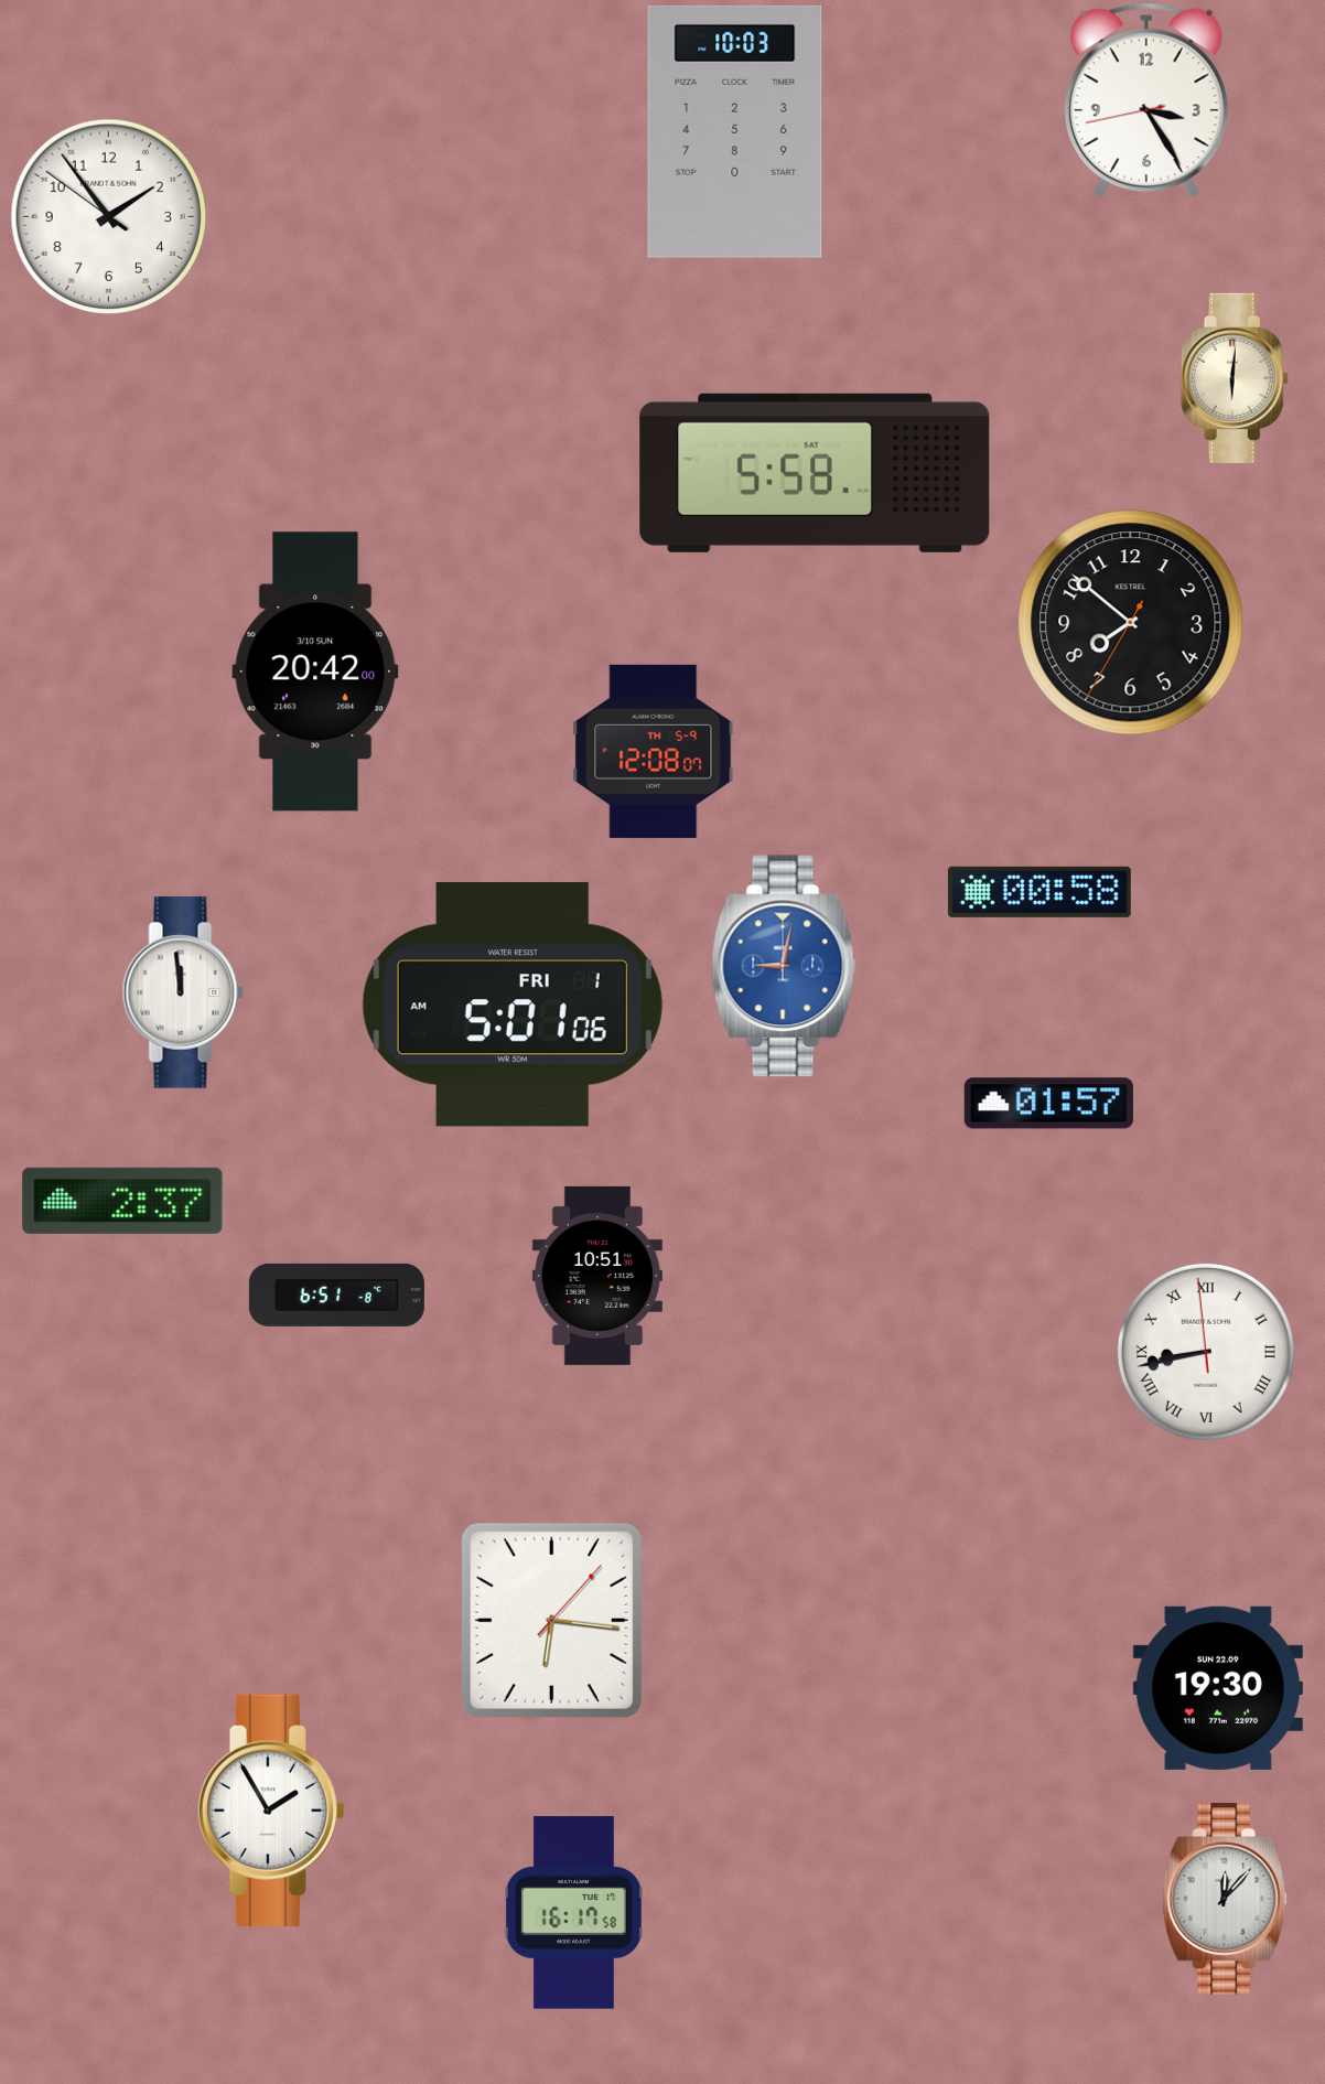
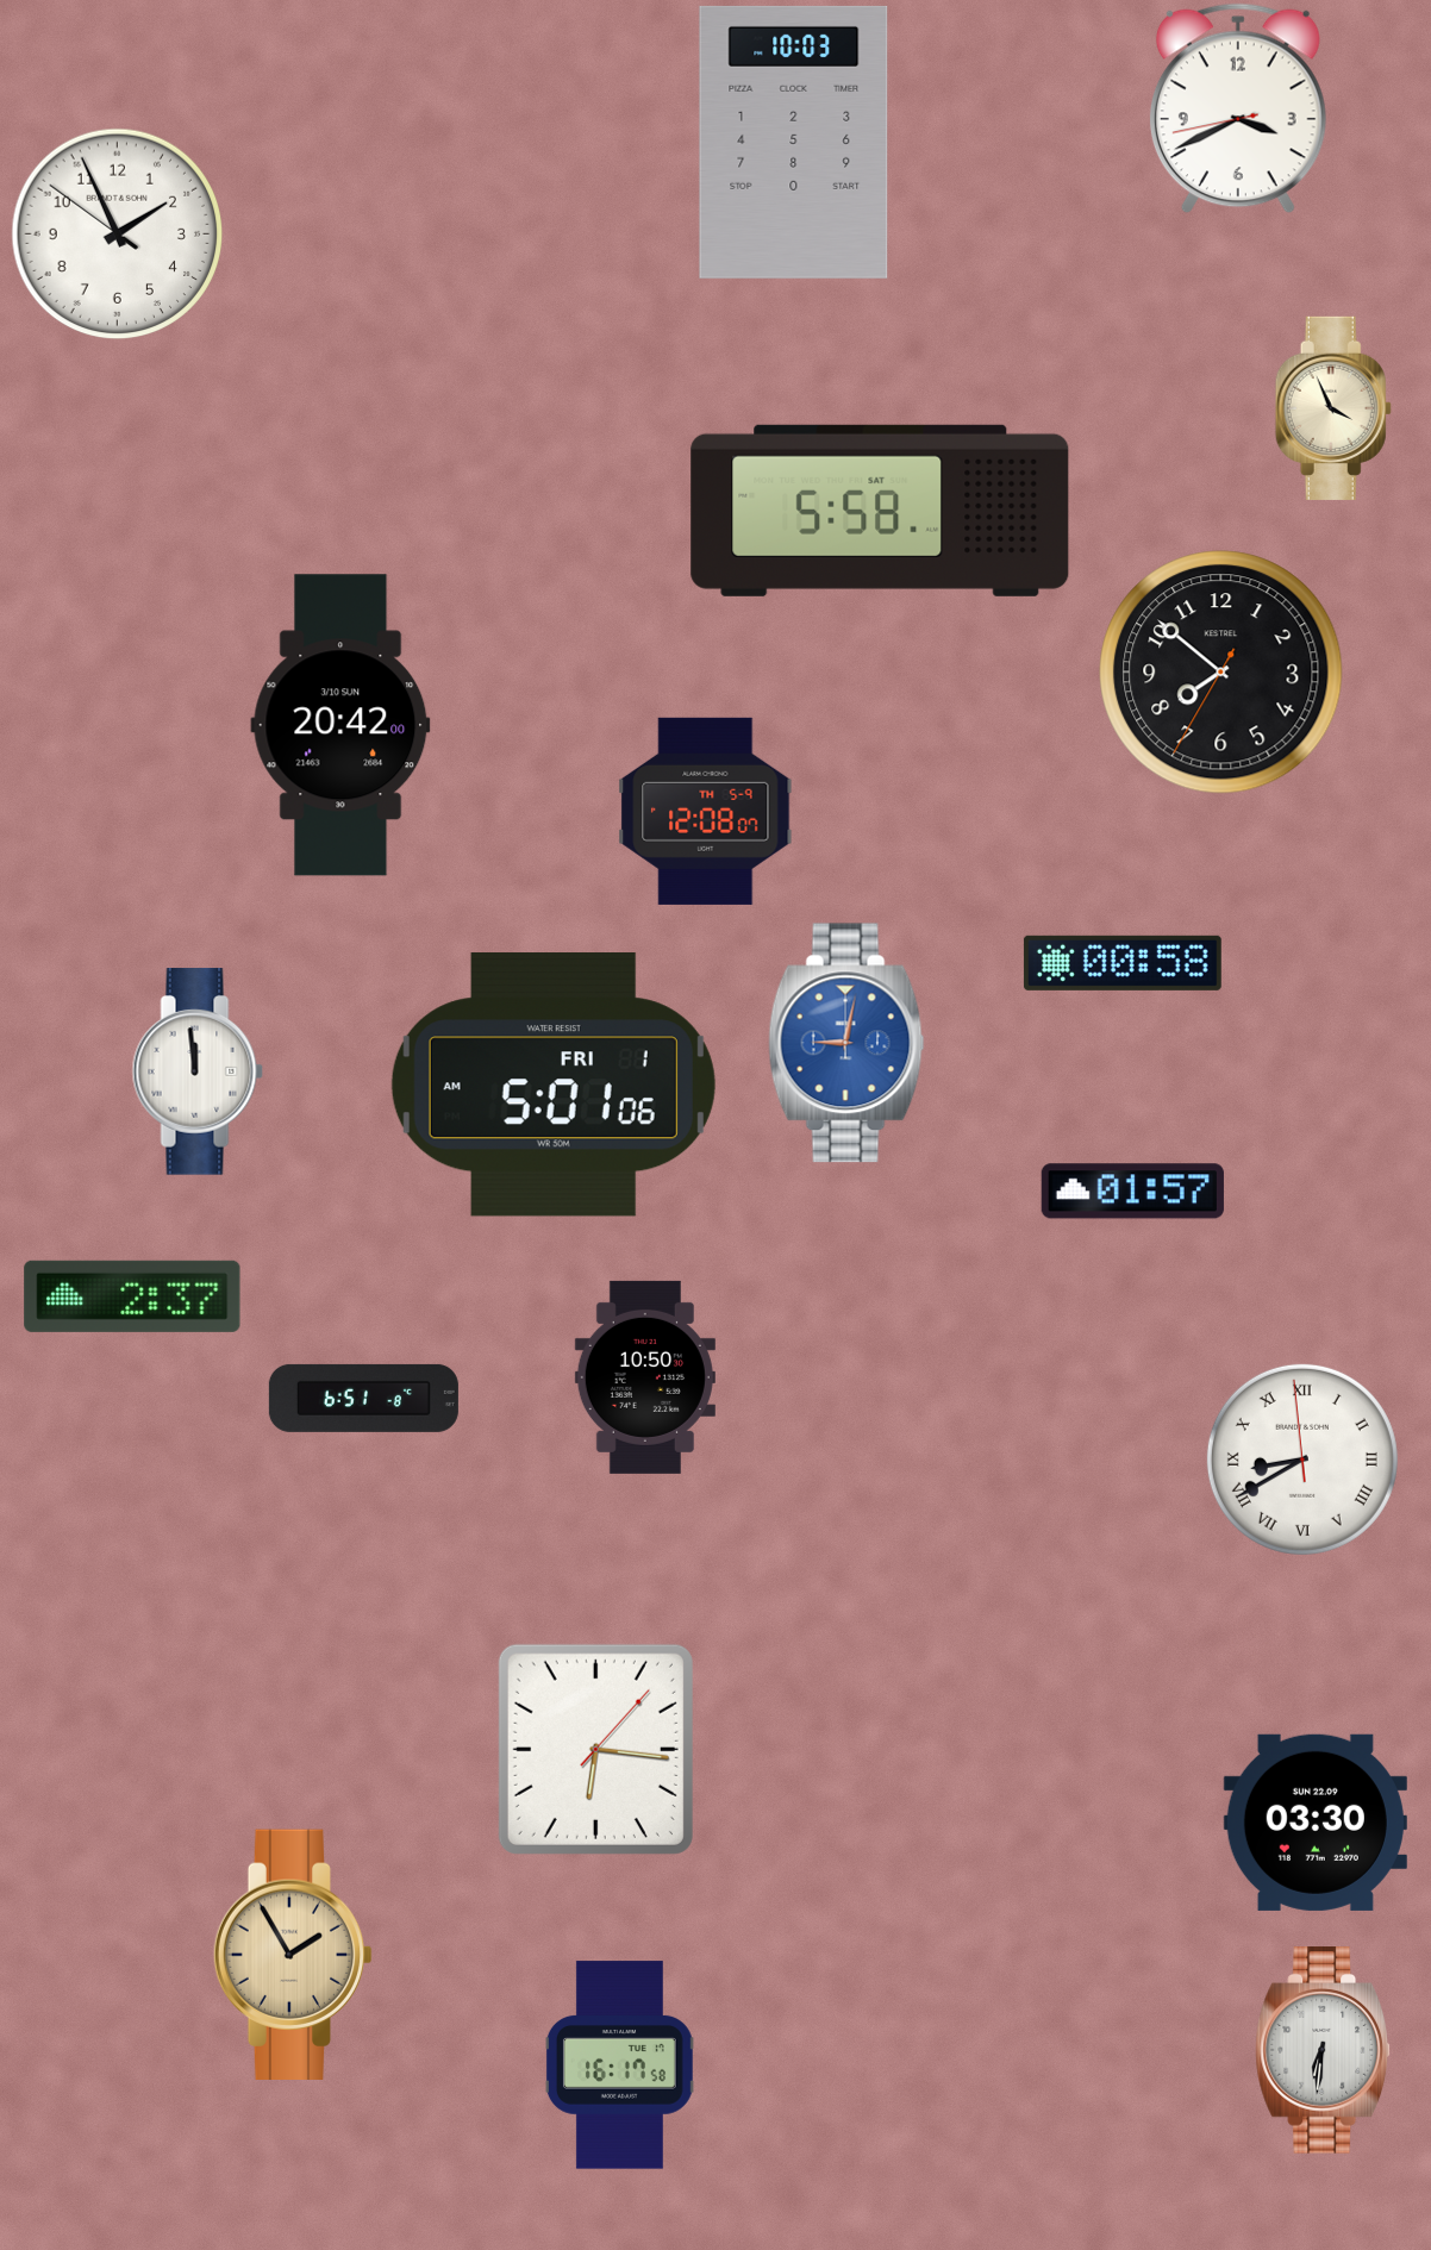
clock at (1146, 100): 3:24 -> 3:40
clock at (109, 217): 1:53 -> 1:55
clock at (1235, 378): 6:01 -> 3:56
clock at (597, 1276): 10:51 -> 10:50
clock at (1206, 1352): 8:42 -> 8:39
clock at (1218, 1688): 19:30 -> 03:30
clock at (271, 1809) dial: white -> champagne
clock at (1225, 1899): 12:07 -> 6:31
